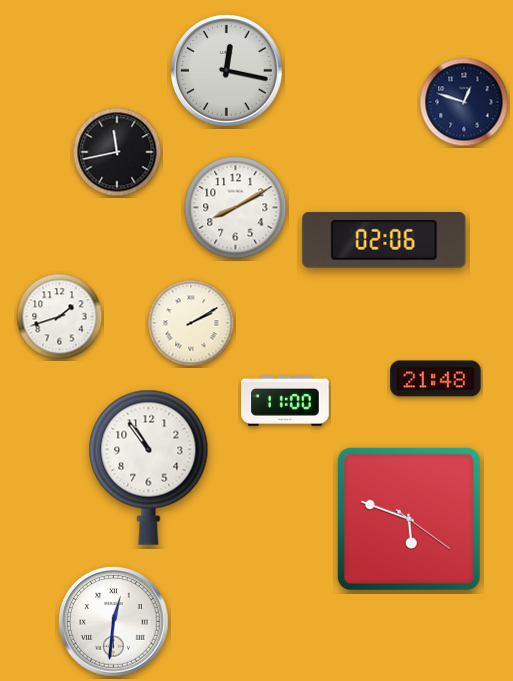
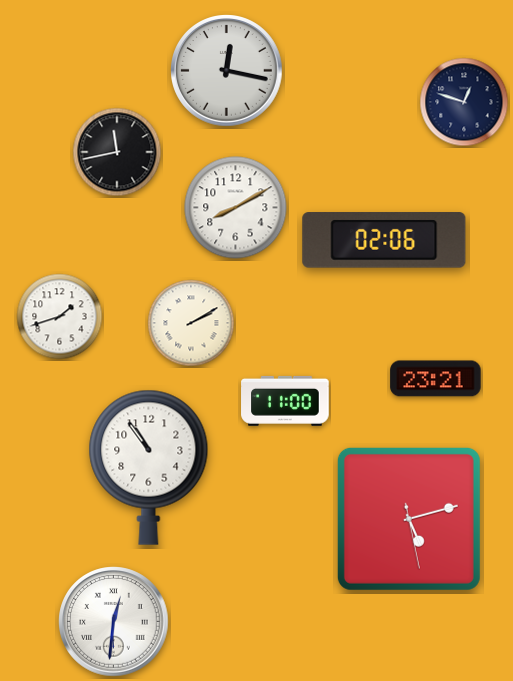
clock at (436, 379): 21:48 -> 23:21
clock at (409, 519): 5:48 -> 5:12
